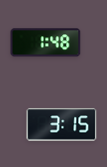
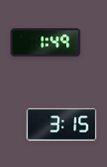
clock at (46, 43): 1:48 -> 1:49
